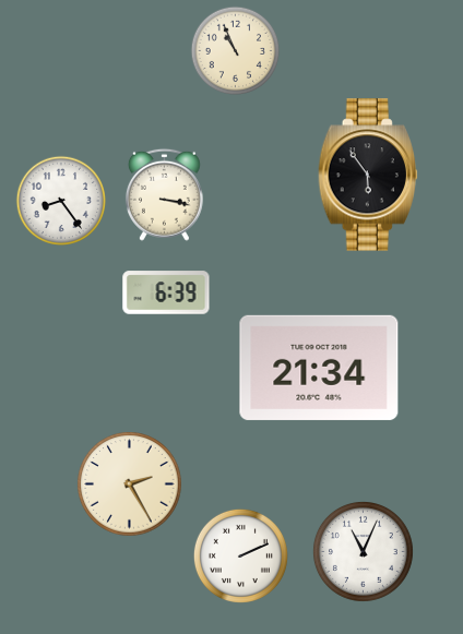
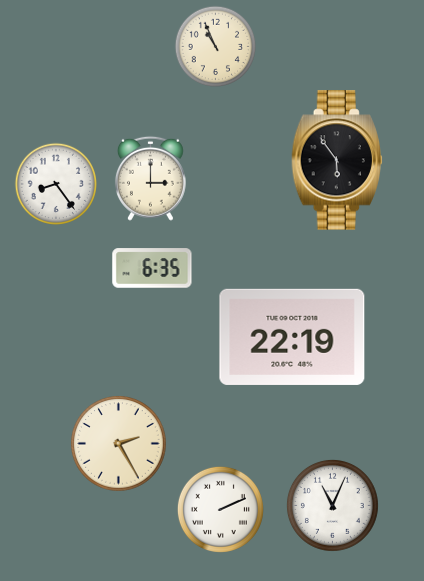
clock at (164, 194): 3:17 -> 3:00
clock at (166, 292): 6:39 -> 6:35
clock at (319, 368): 21:34 -> 22:19
